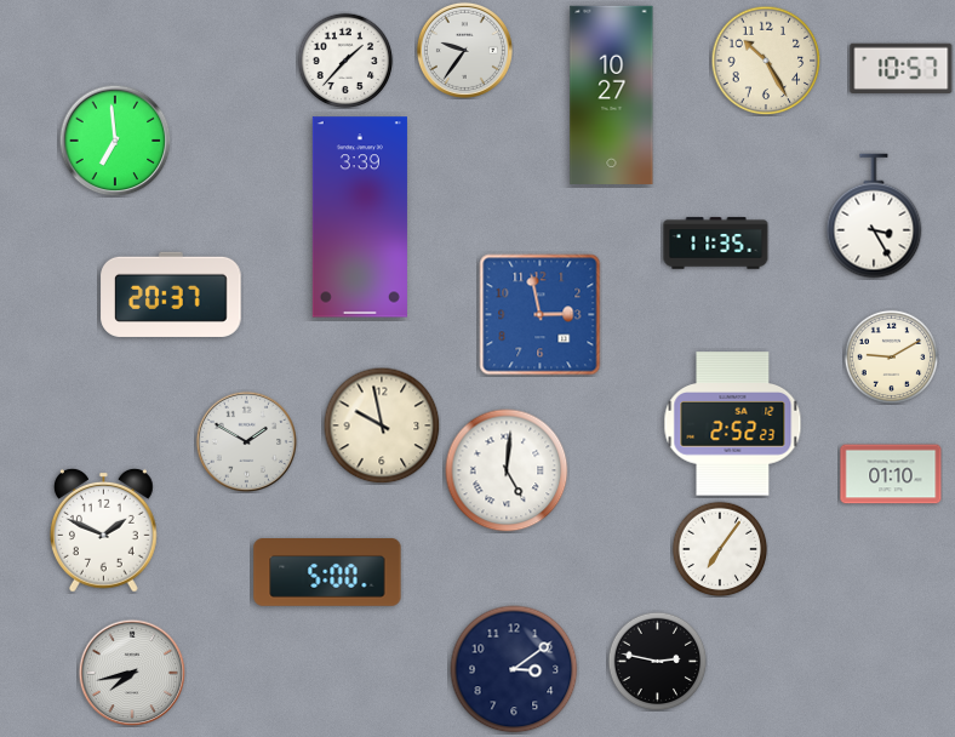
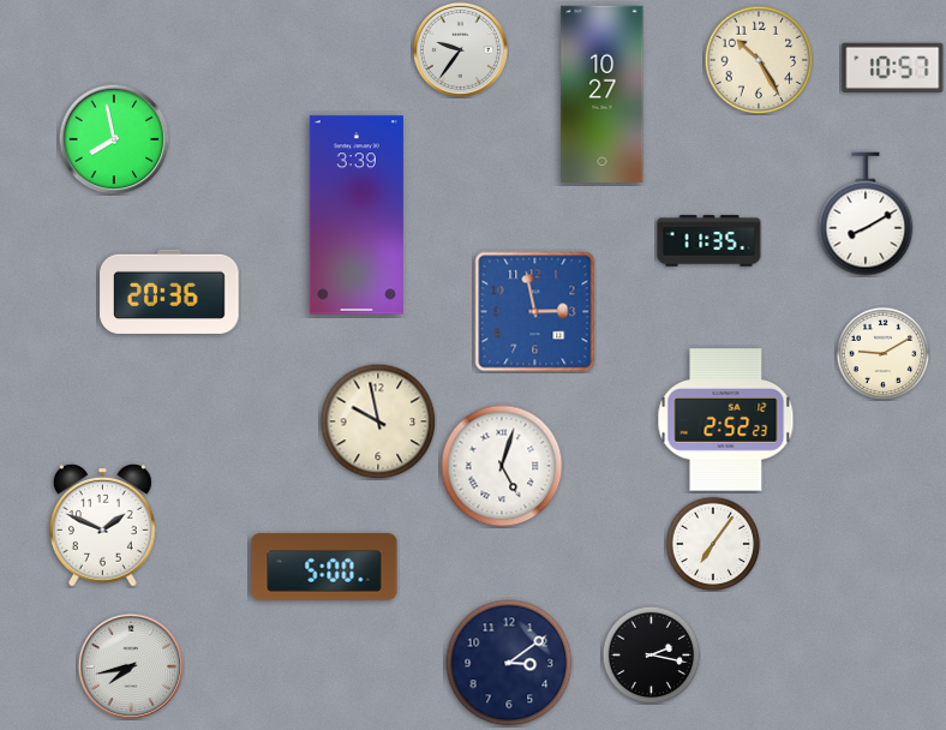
clock at (345, 61): 1:37 -> none
clock at (612, 95) position: (612, 95) -> (603, 94)
clock at (115, 141): 6:59 -> 7:58
clock at (874, 216): 3:25 -> 8:10
clock at (171, 295): 20:37 -> 20:36
clock at (246, 441): 1:50 -> none
clock at (507, 470): 5:01 -> 5:03
clock at (891, 474): 01:10 -> none
clock at (657, 661): 2:47 -> 2:17
